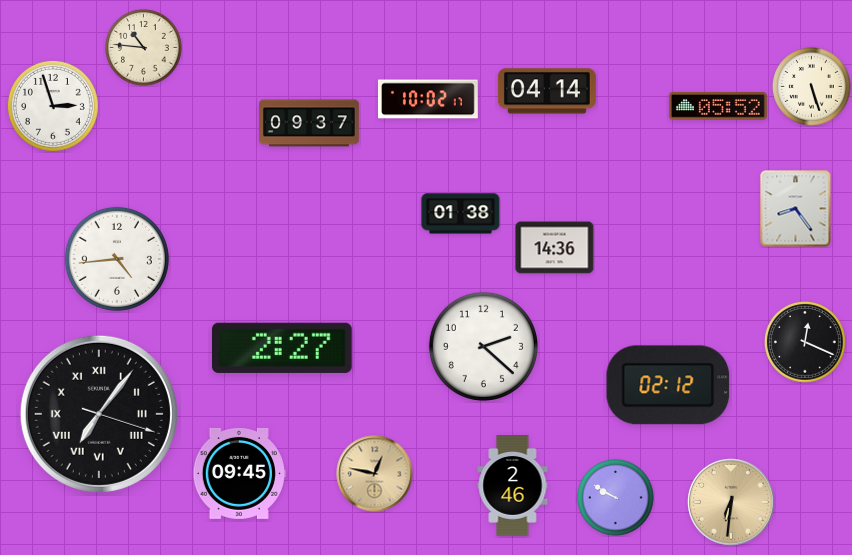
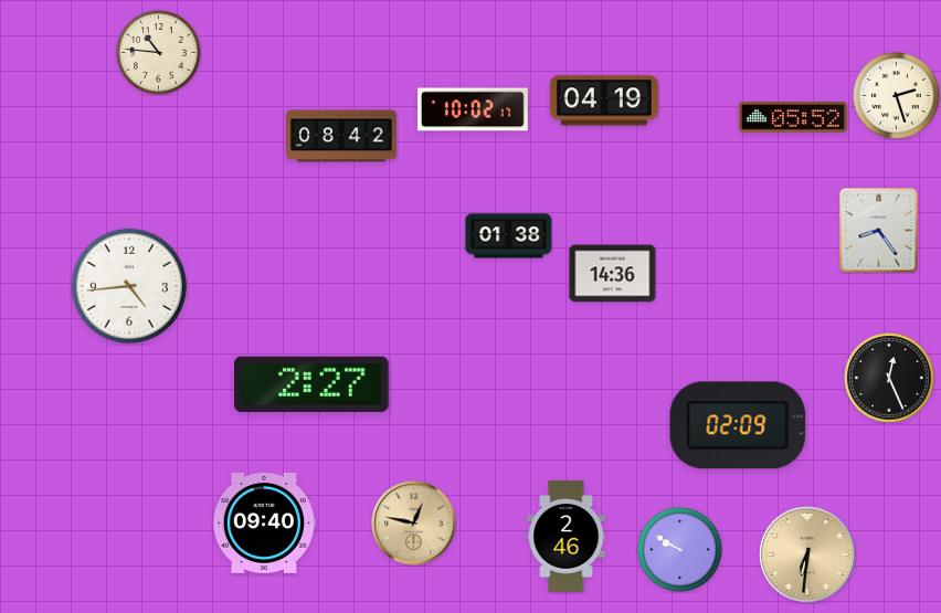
clock at (812, 87): 5:27 -> 2:27
clock at (547, 91): 04:14 -> 04:19
clock at (53, 106): 2:57 -> none
clock at (309, 123): 09:37 -> 08:42
clock at (806, 343): 12:19 -> 12:26
clock at (483, 346): 2:22 -> none
clock at (668, 385): 02:12 -> 02:09
clock at (99, 414): 7:06 -> none
clock at (239, 473): 09:45 -> 09:40
